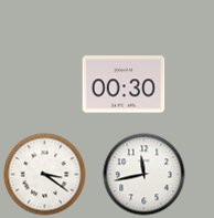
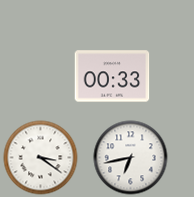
clock at (124, 84): 00:30 -> 00:33
clock at (145, 175): 11:43 -> 6:43
